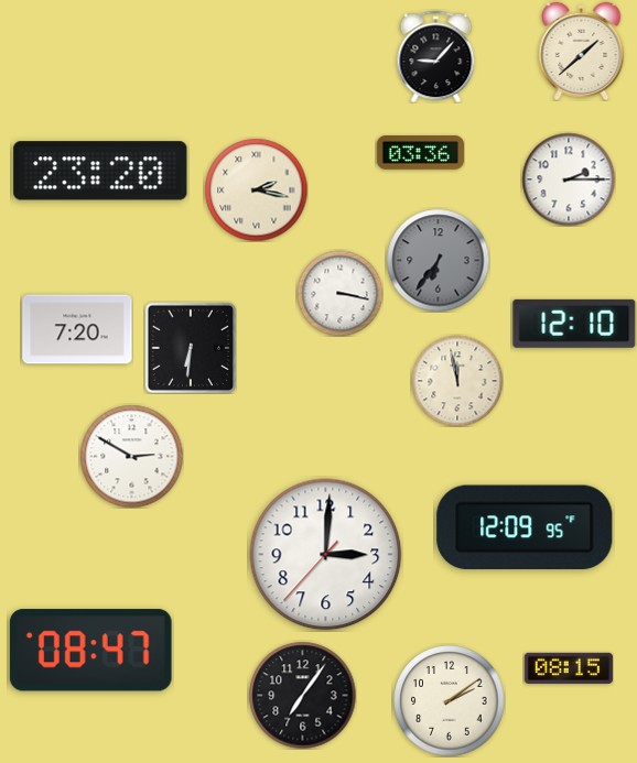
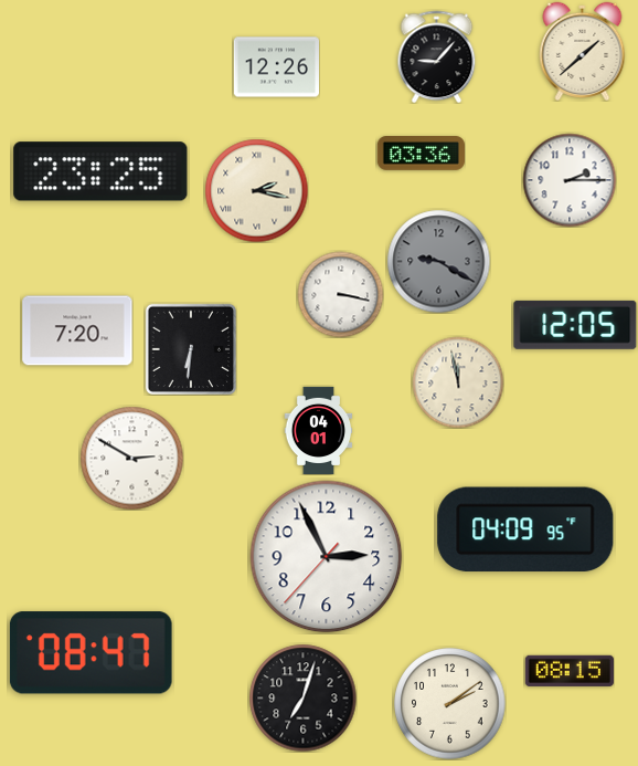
clock at (276, 67): none -> 12:26
clock at (100, 171): 23:20 -> 23:25
clock at (438, 260): 6:36 -> 9:20
clock at (574, 324): 12:10 -> 12:05
clock at (319, 430): none -> 04:01
clock at (525, 527): 12:09 -> 04:09
clock at (326, 555): 3:00 -> 2:55
clock at (302, 695): 7:06 -> 7:03
